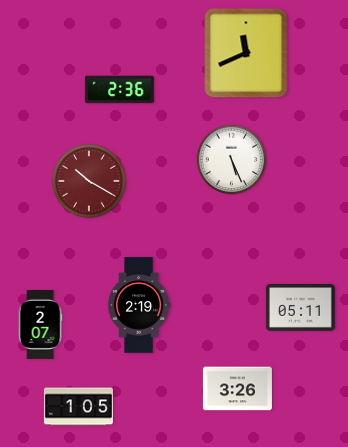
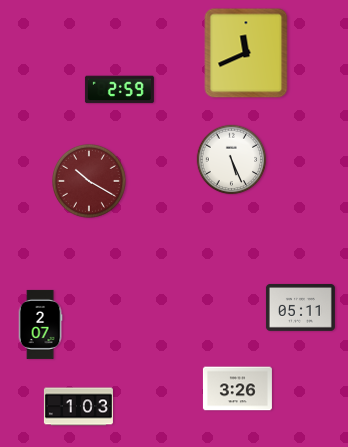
clock at (119, 90): 2:36 -> 2:59
clock at (139, 305): 2:19 -> none
clock at (78, 407): 1:05 -> 1:03
